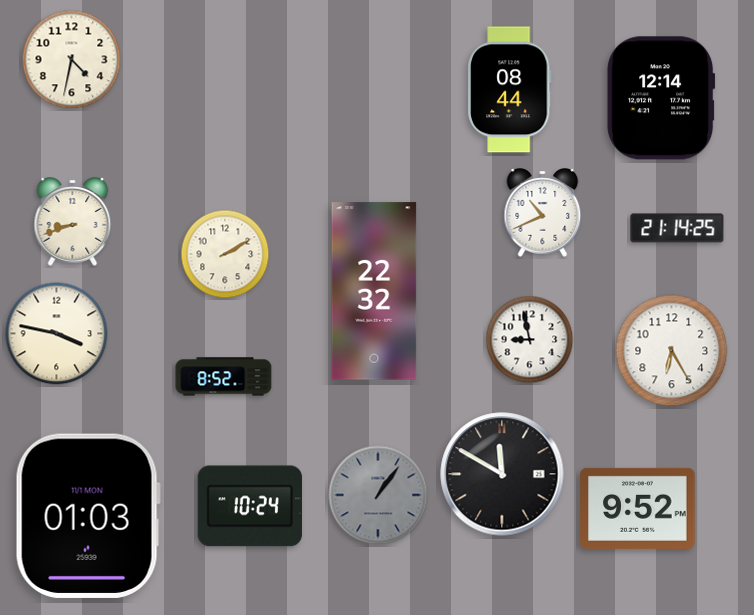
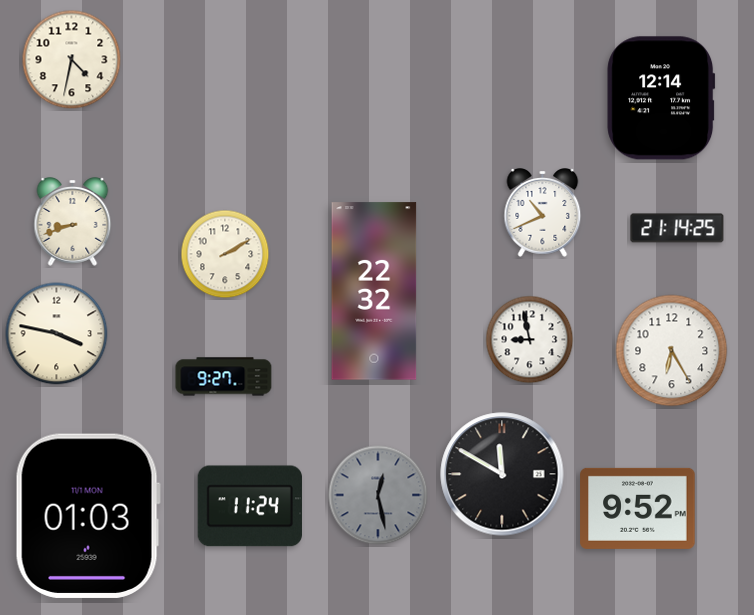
clock at (510, 90): 08:44 -> none
clock at (224, 377): 8:52 -> 9:27
clock at (378, 495): 1:06 -> 12:28
clock at (250, 506): 10:24 -> 11:24
